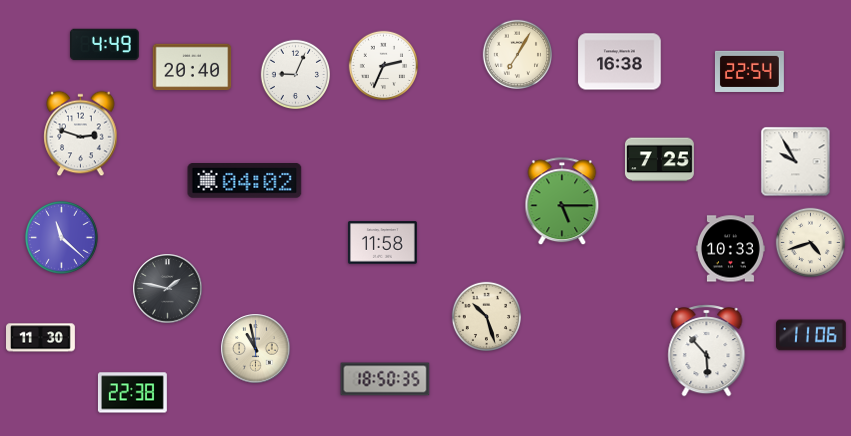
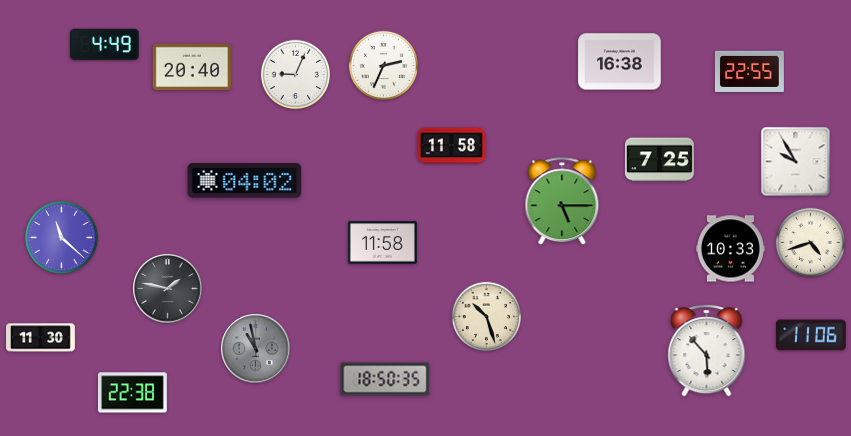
clock at (517, 54): 7:05 -> none
clock at (749, 71): 22:54 -> 22:55
clock at (81, 134): 2:48 -> none
clock at (451, 146): none -> 11:58
clock at (256, 349) dial: cream -> grey
